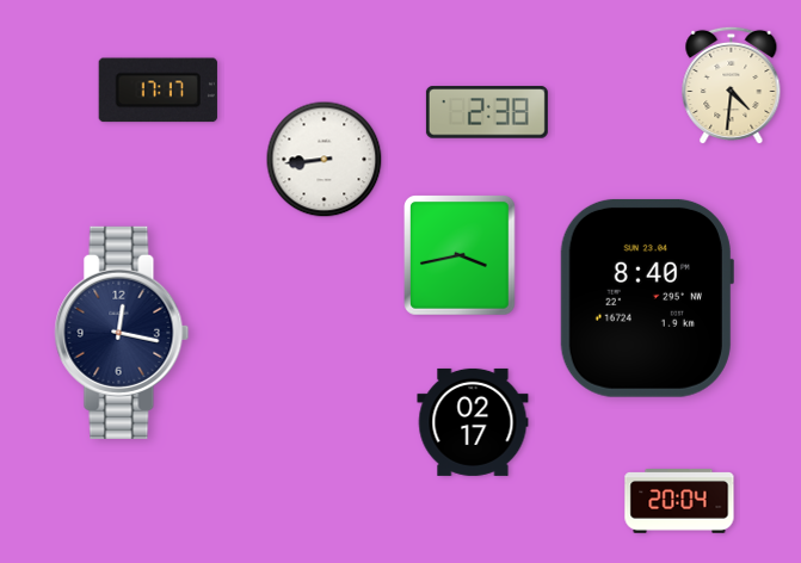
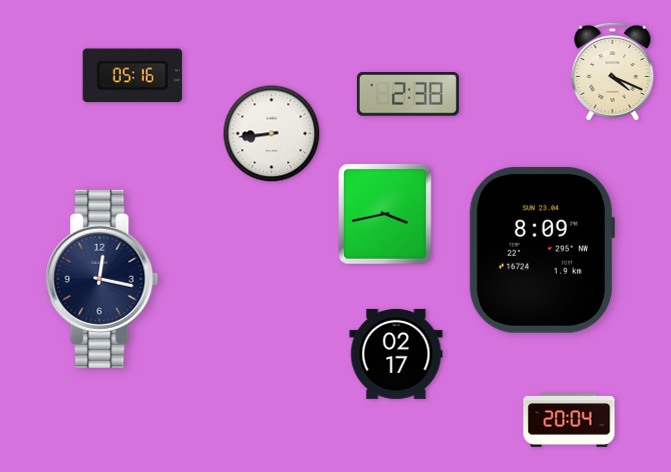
clock at (732, 86): 4:31 -> 4:19
clock at (158, 91): 17:17 -> 05:16
clock at (647, 298): 8:40 -> 8:09
